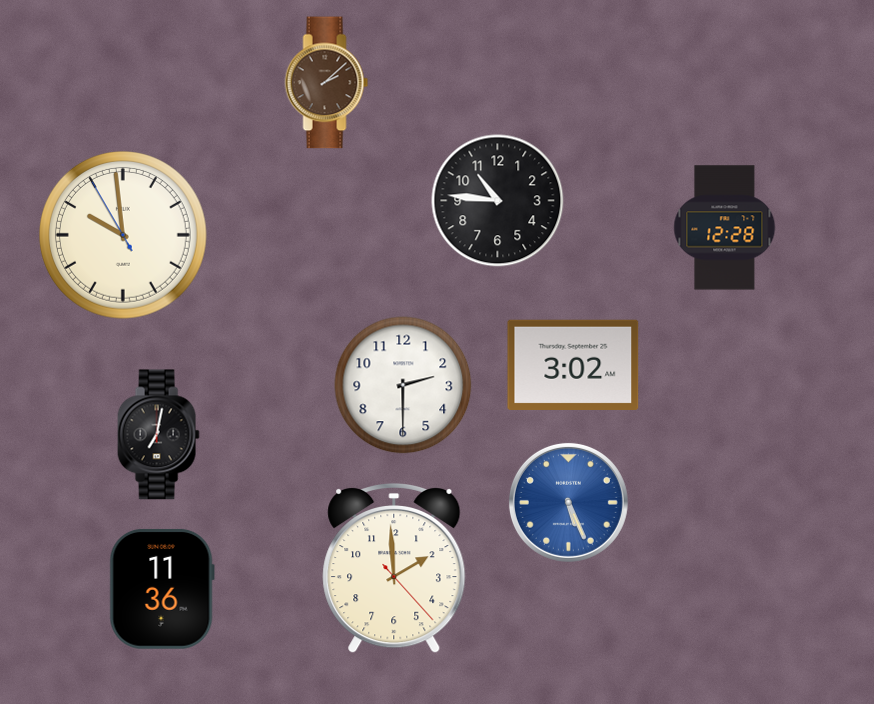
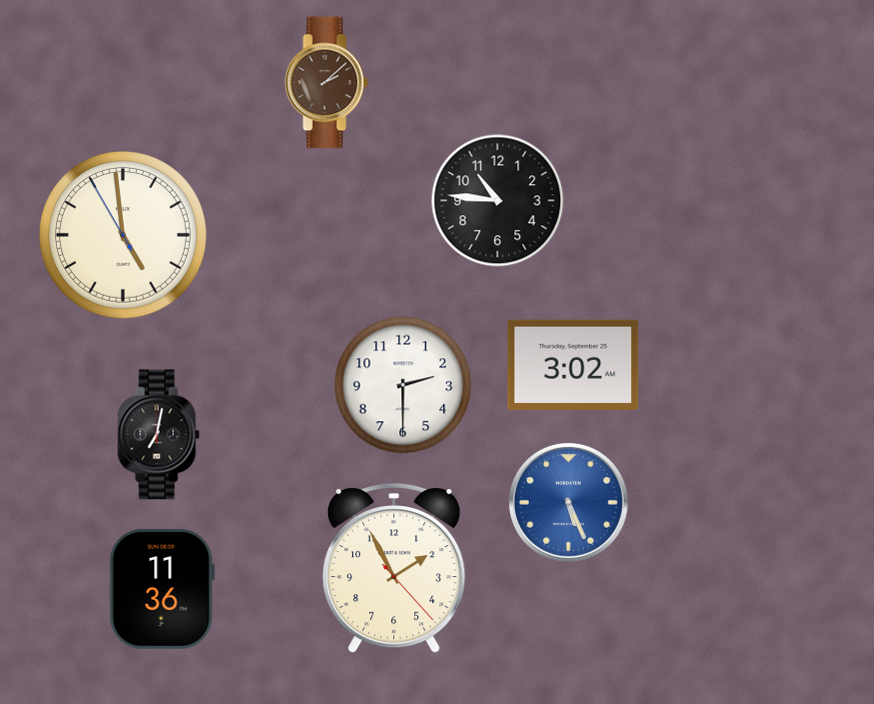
clock at (725, 228): 12:28 -> none
clock at (124, 236): 9:58 -> 4:58
clock at (394, 568): 1:59 -> 1:55
